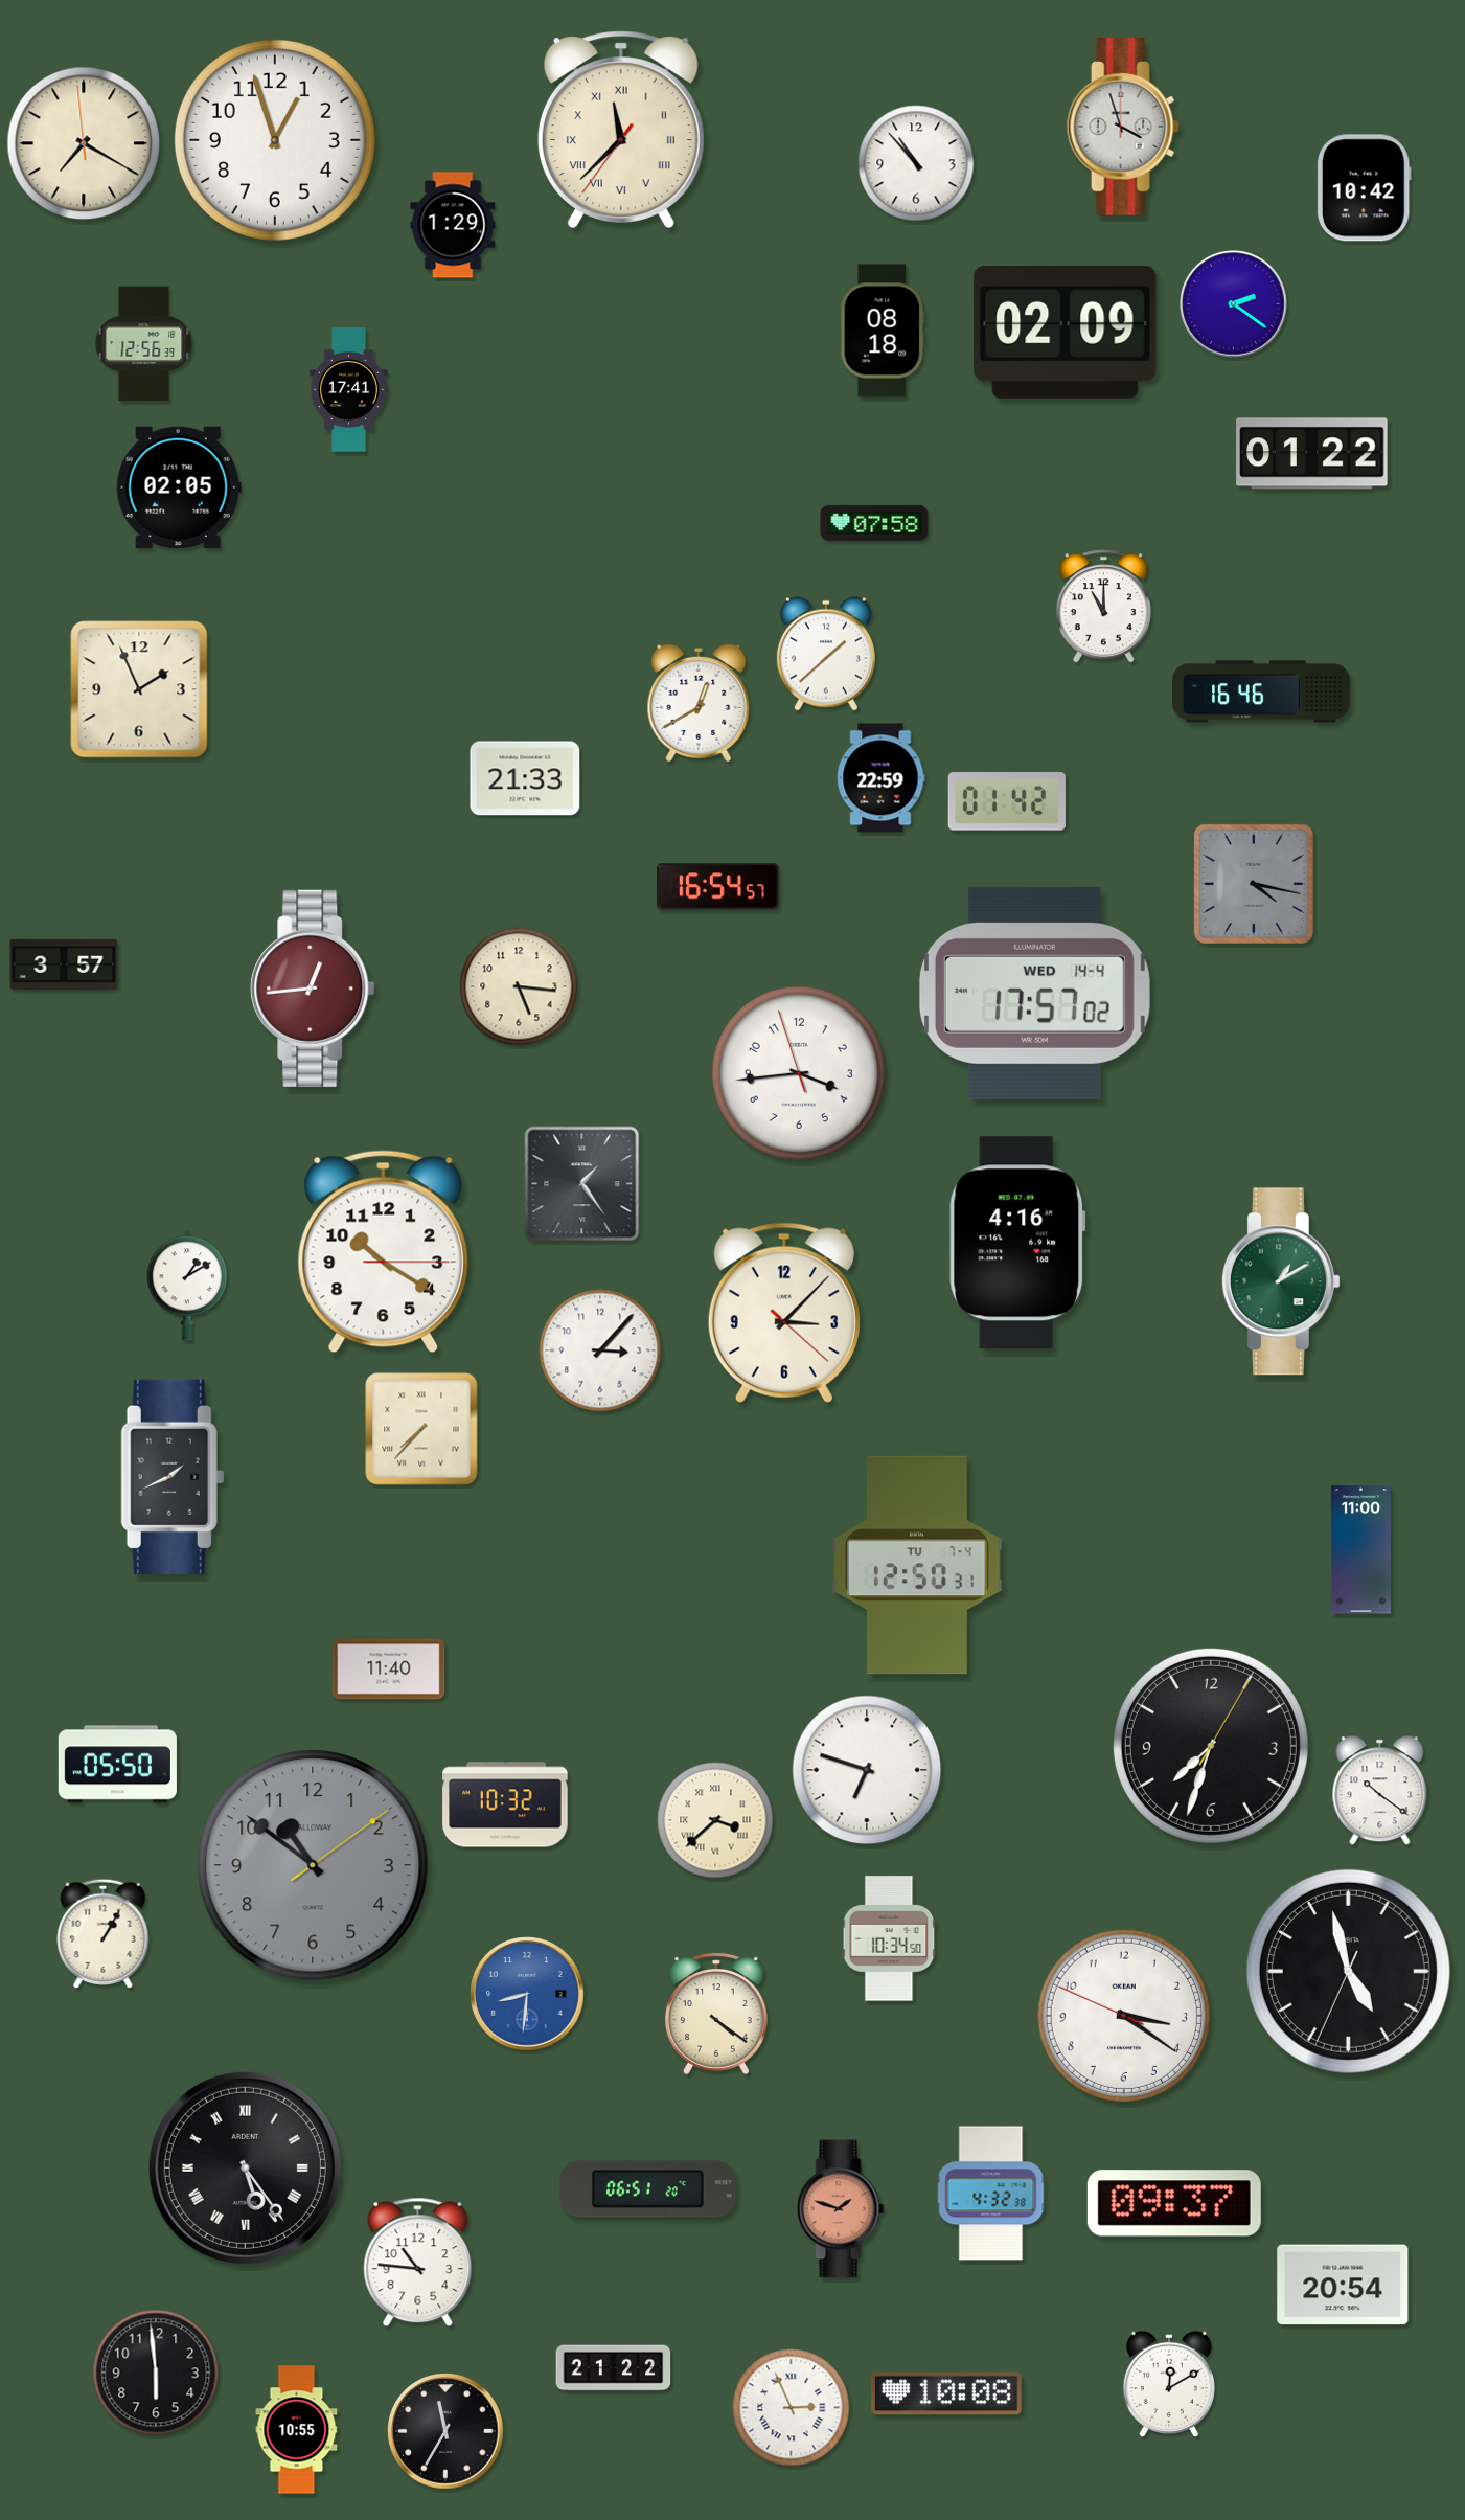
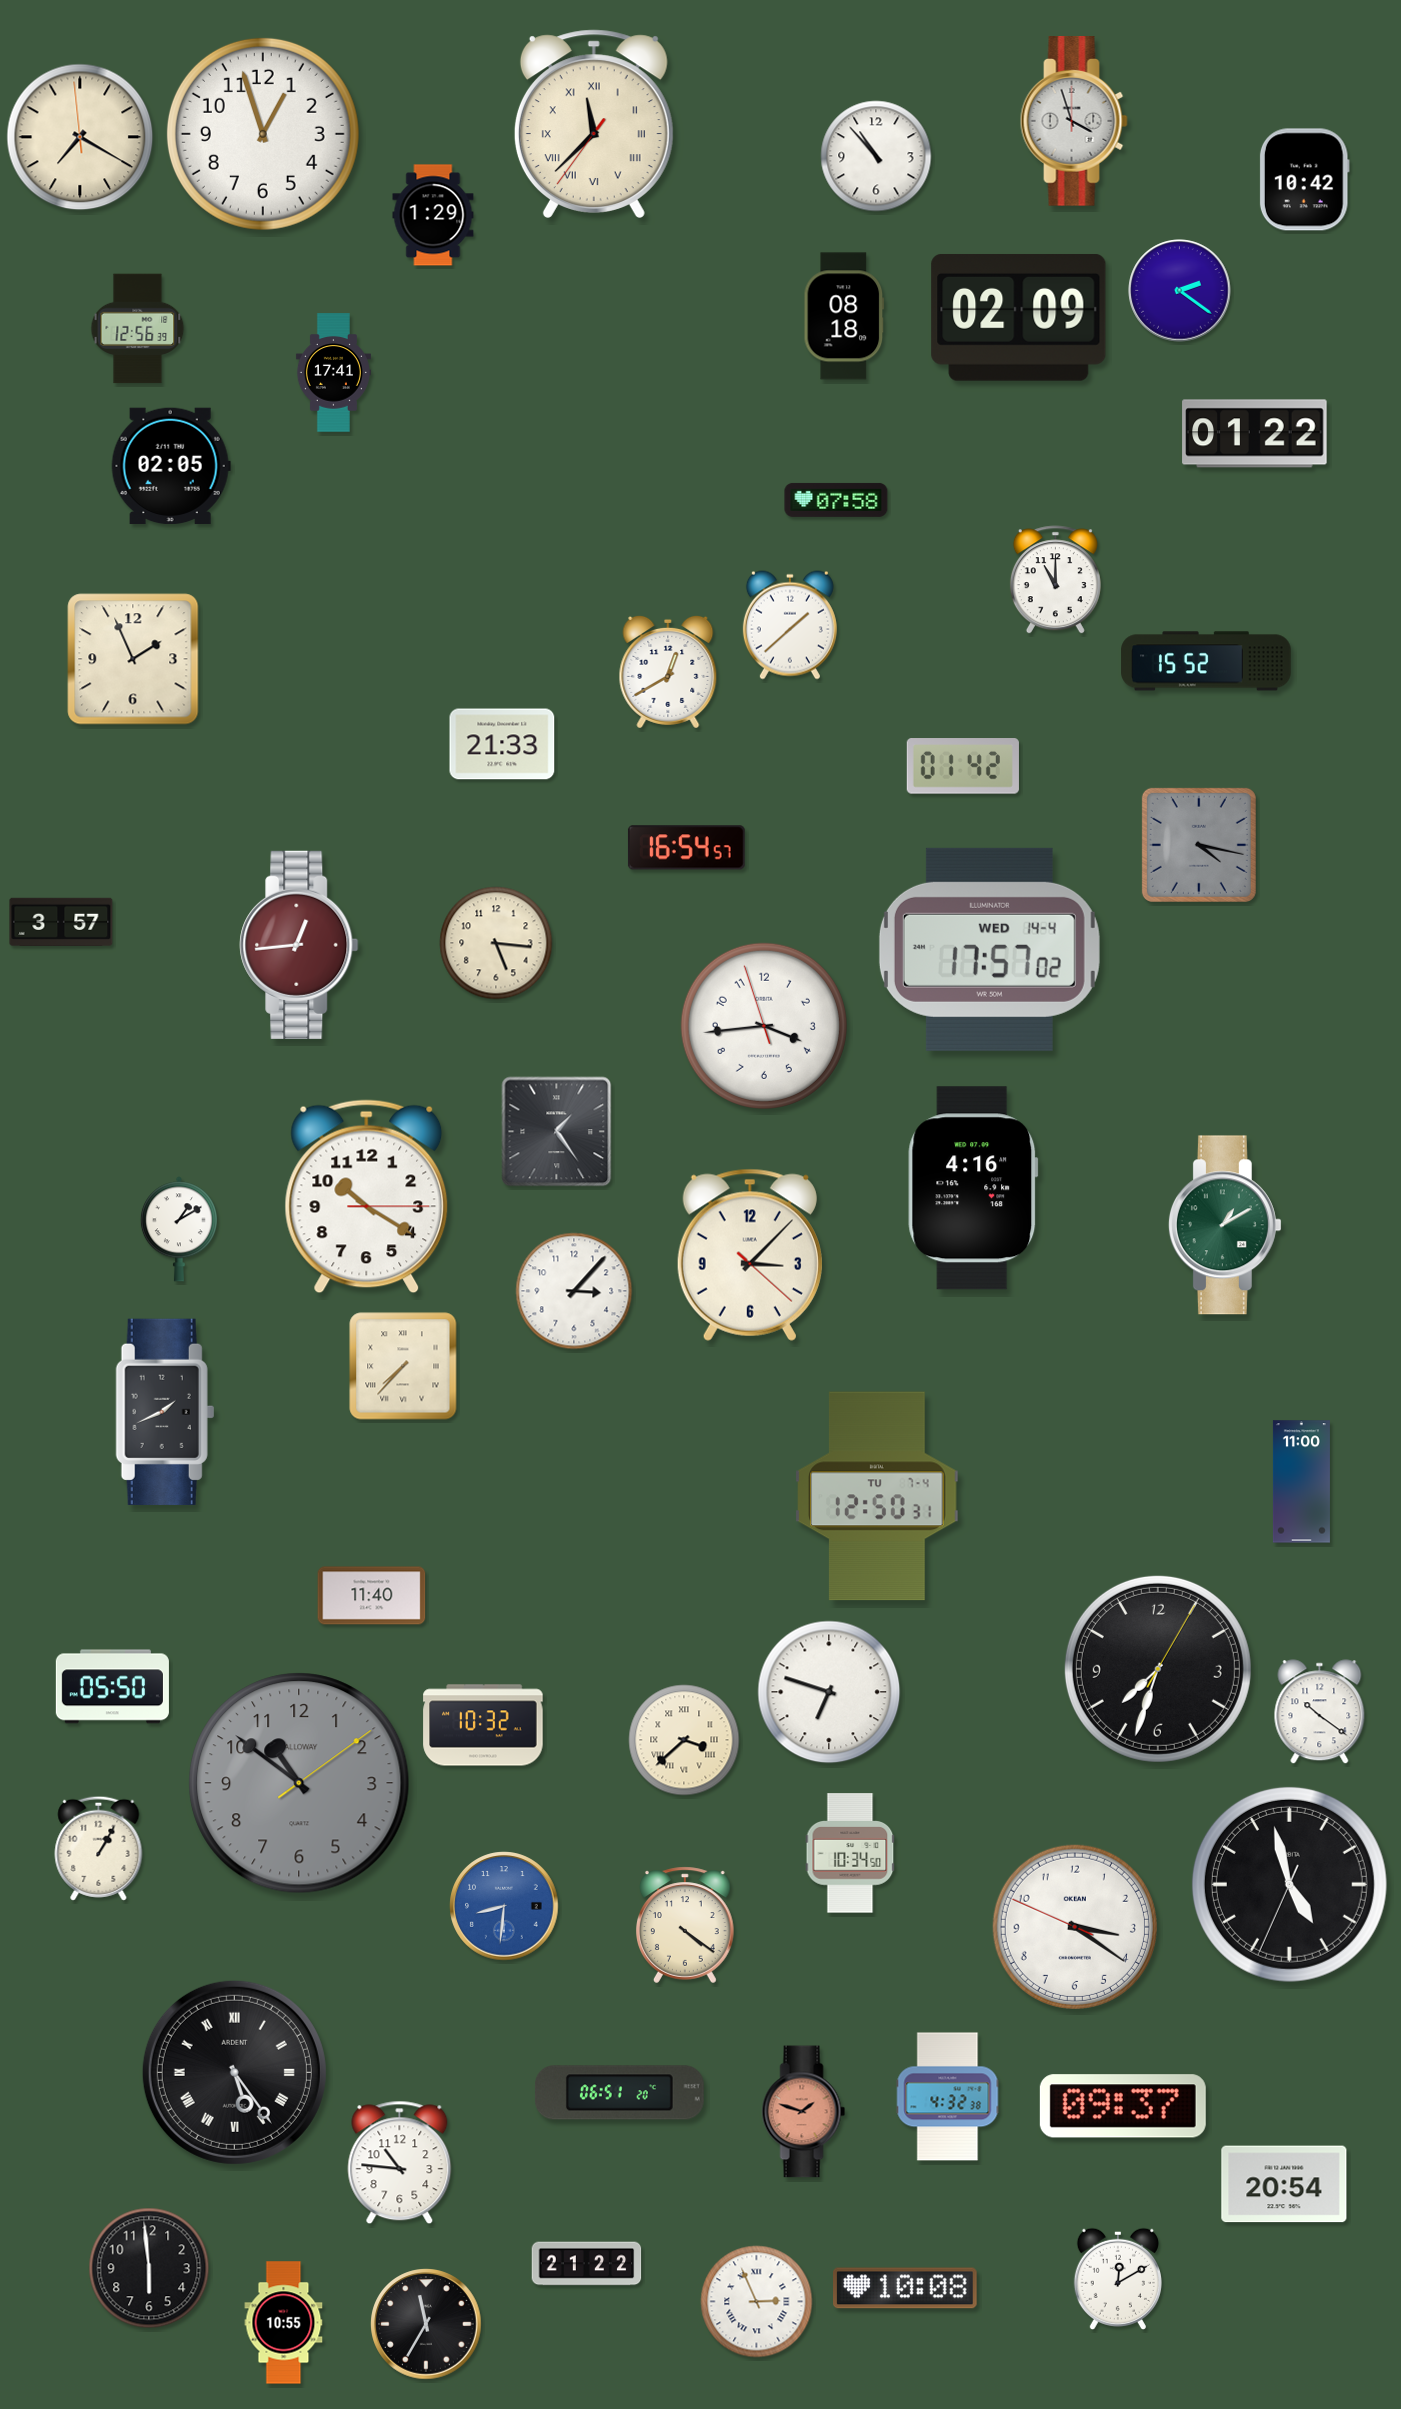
clock at (1261, 691): 16:46 -> 15:52
clock at (880, 778): 22:59 -> none
